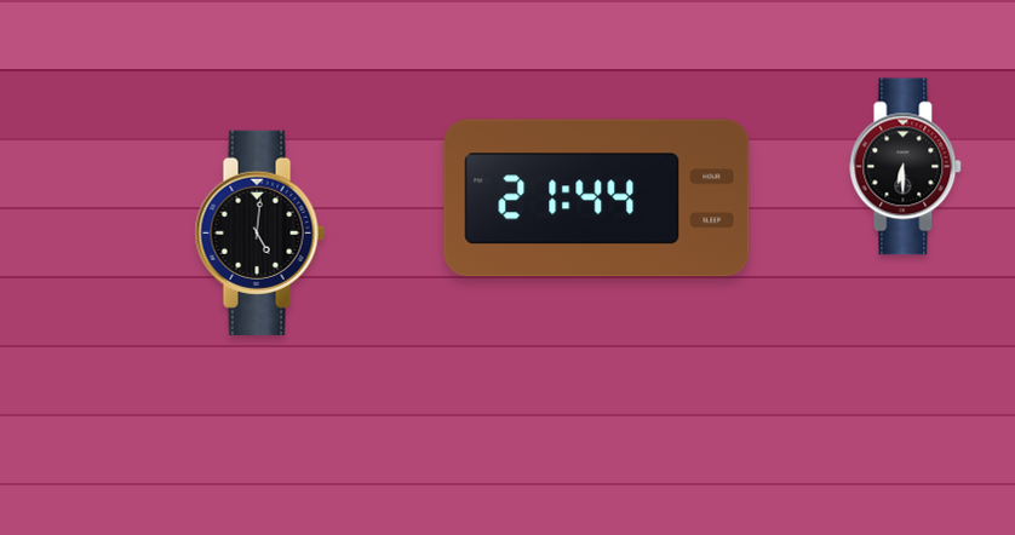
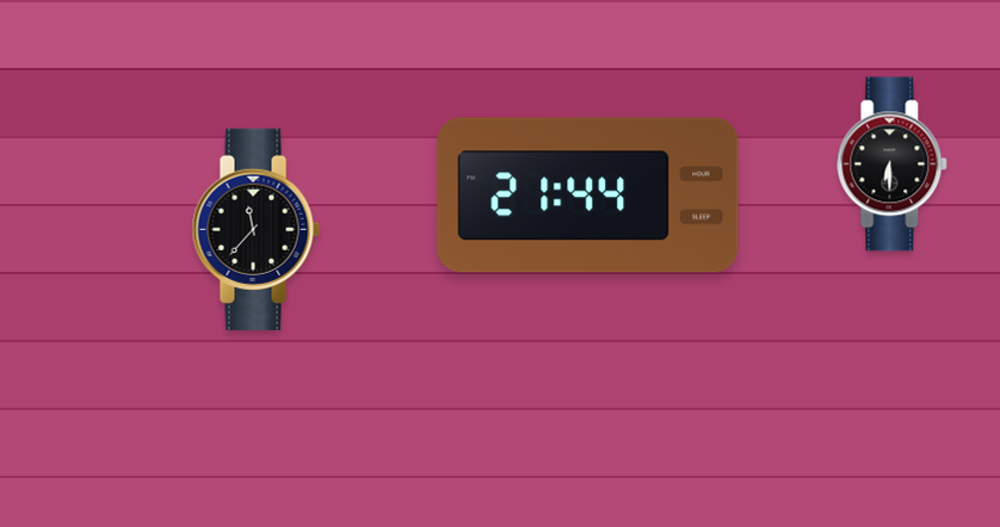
clock at (259, 232): 5:01 -> 11:37
